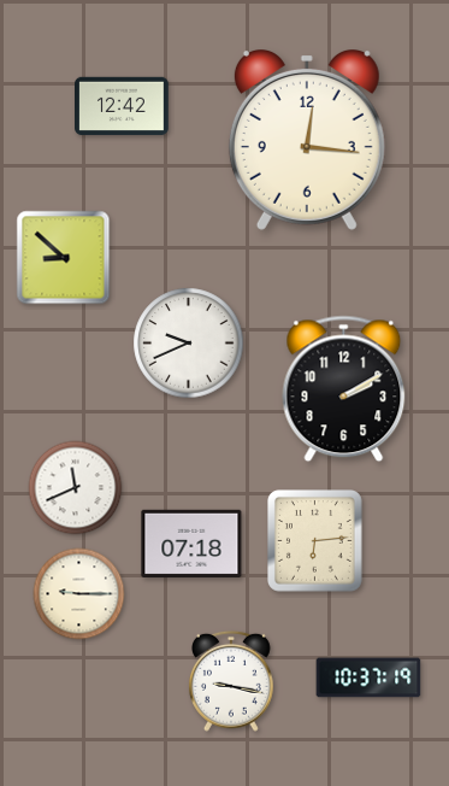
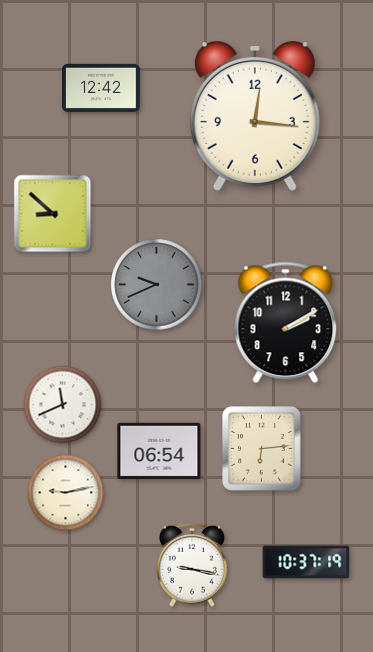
clock at (189, 344) dial: white -> grey
clock at (191, 542): 07:18 -> 06:54
clock at (79, 594): 9:15 -> 9:13
